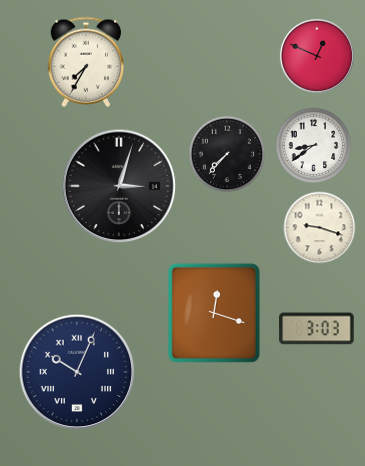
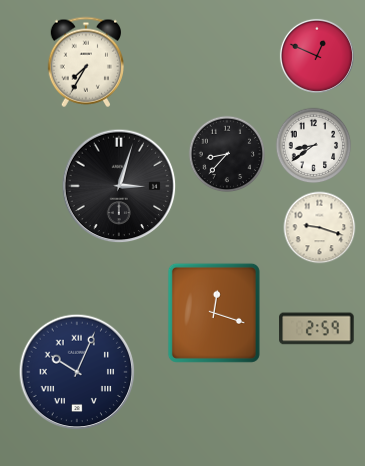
clock at (227, 154): 7:37 -> 8:37
clock at (317, 329): 3:03 -> 2:59
